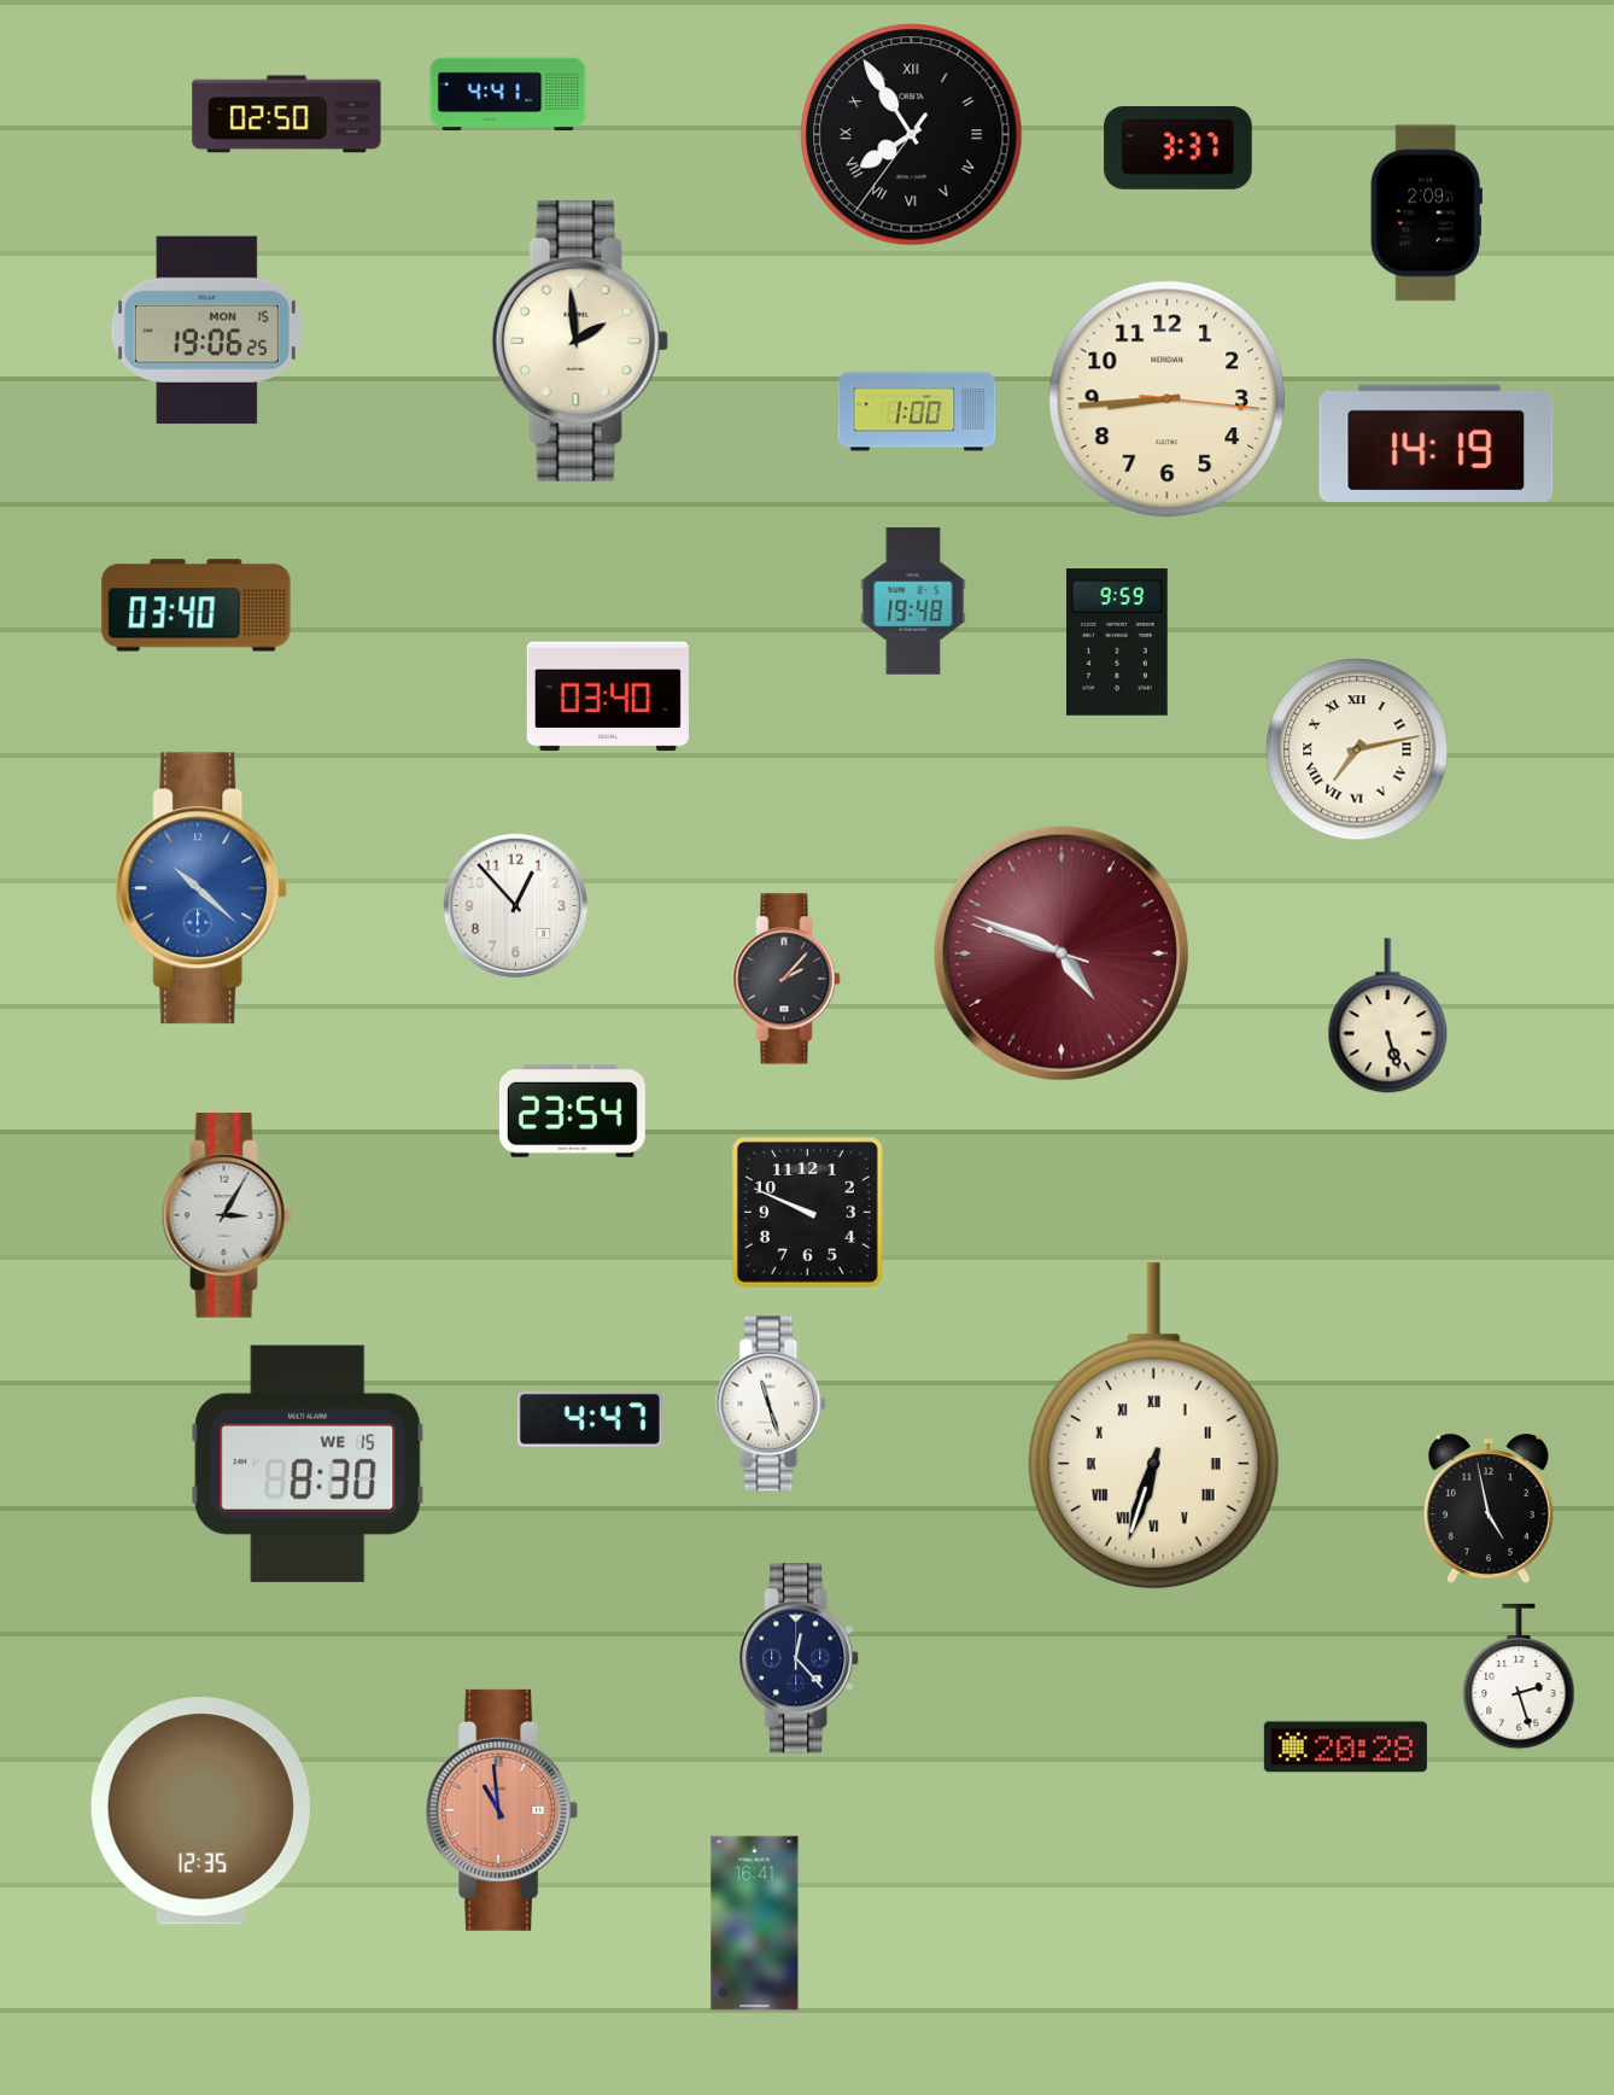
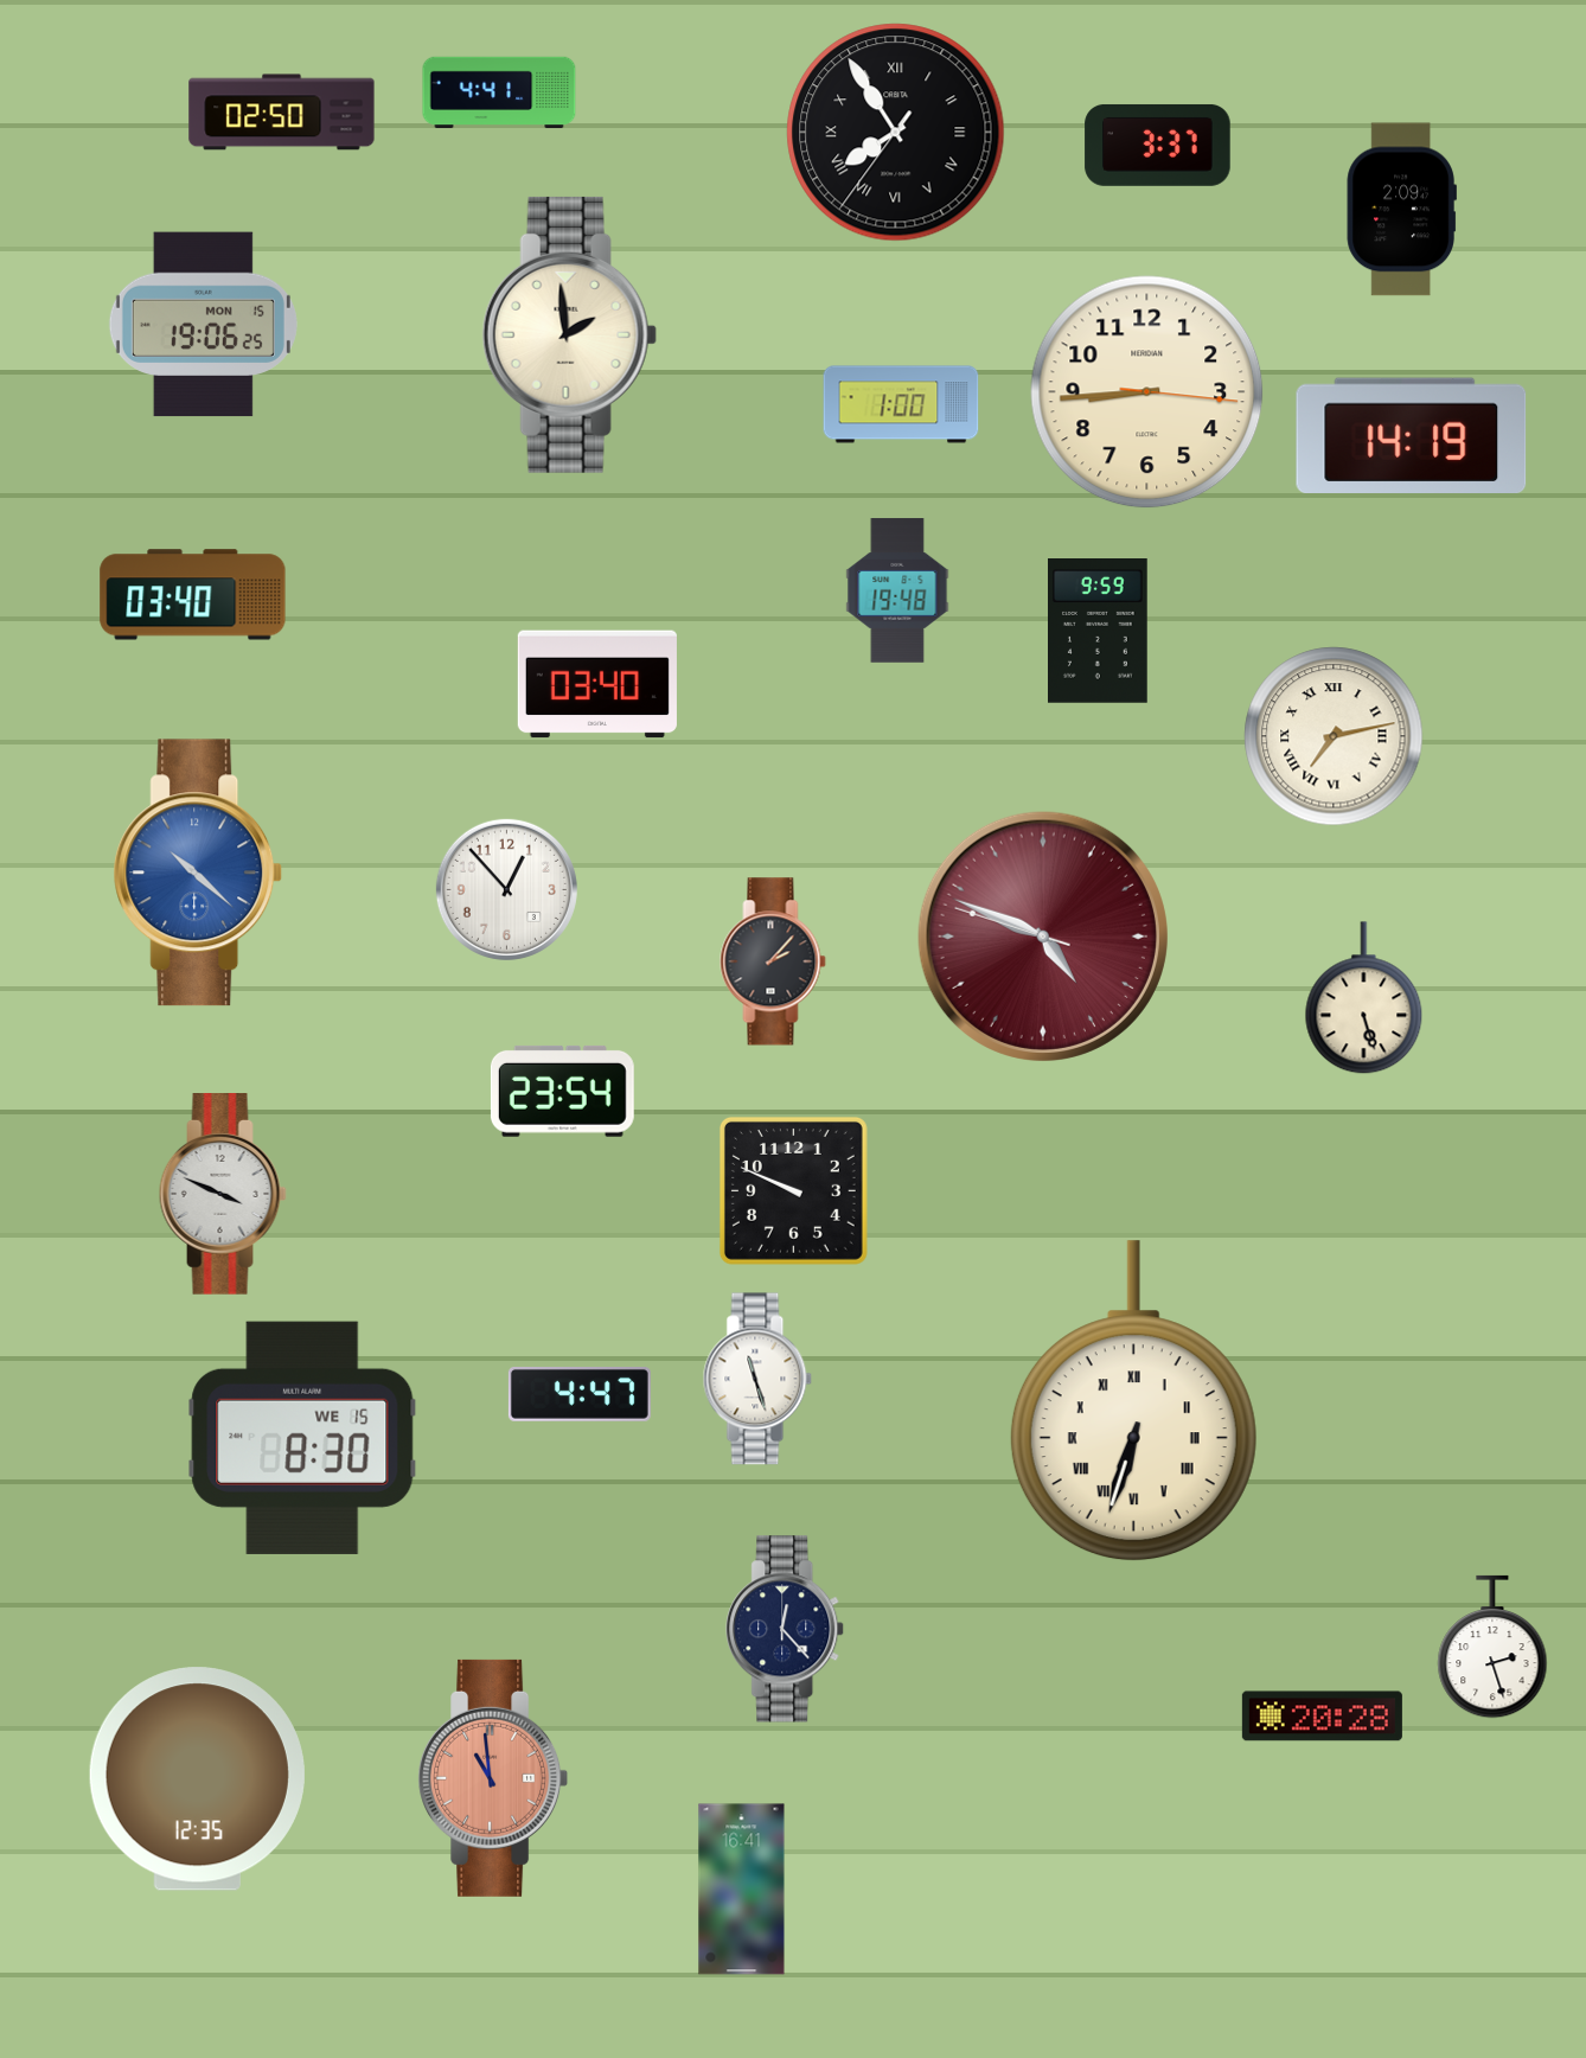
clock at (227, 1216): 3:05 -> 3:49
clock at (1489, 1508): 4:58 -> none
